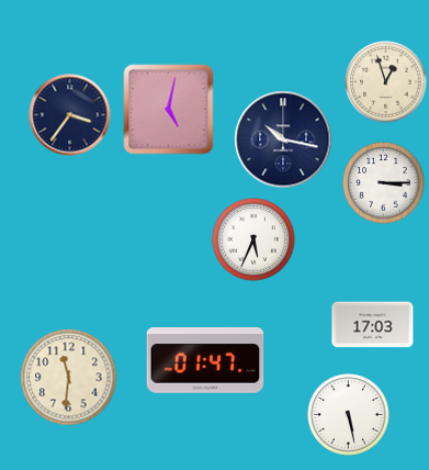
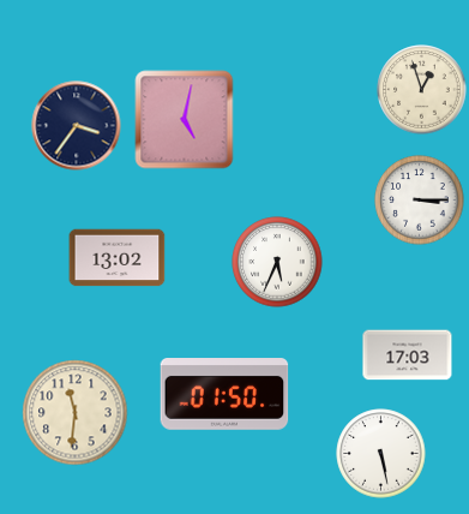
clock at (283, 139): 10:17 -> none
clock at (118, 258): none -> 13:02
clock at (205, 361): 01:47 -> 01:50
